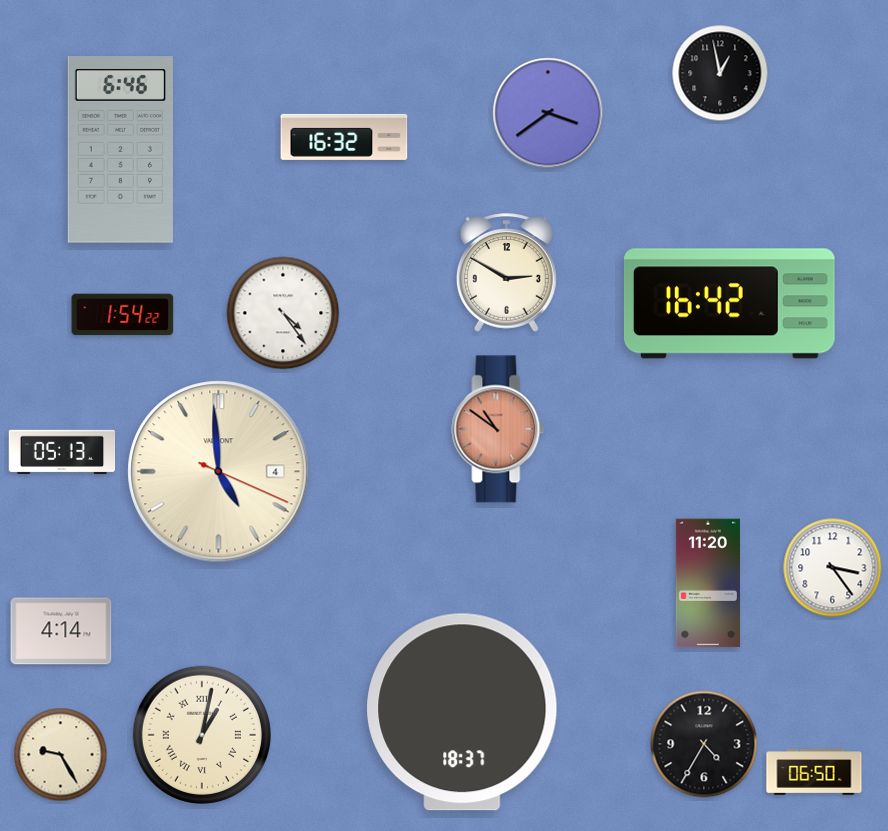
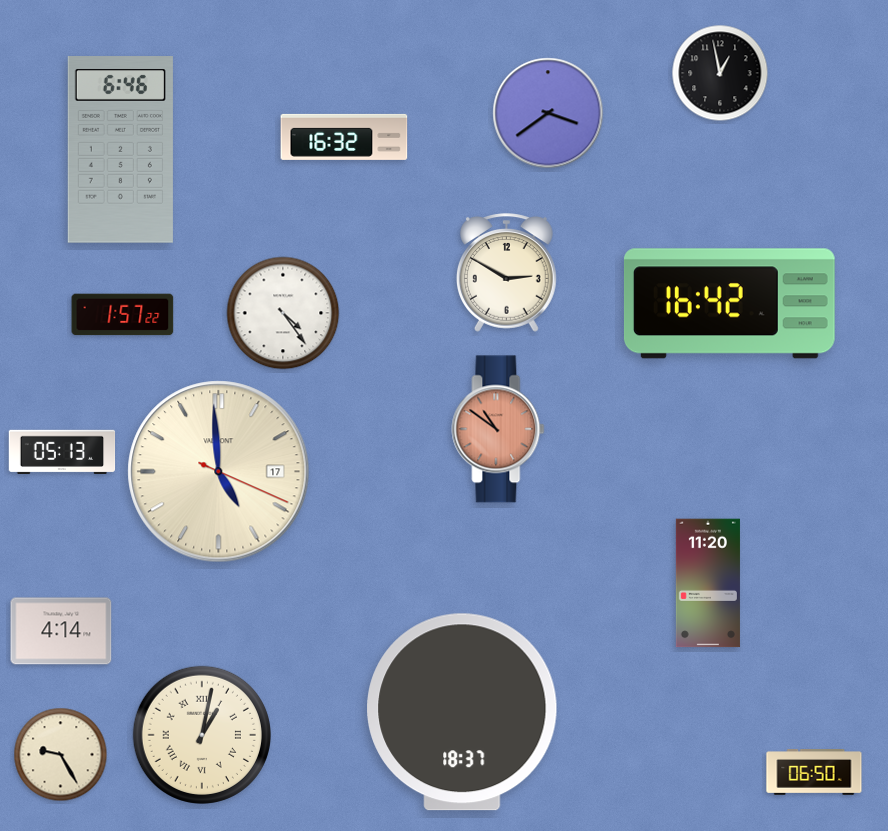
clock at (123, 315): 1:54 -> 1:57
clock at (219, 472) date: 4 -> 17
clock at (833, 568): 3:24 -> none
clock at (704, 744): 4:35 -> none
